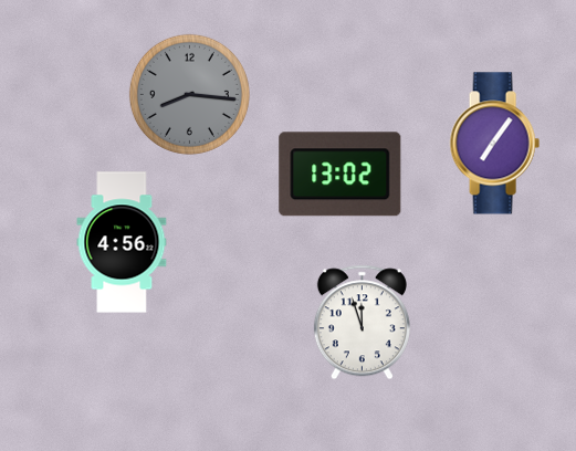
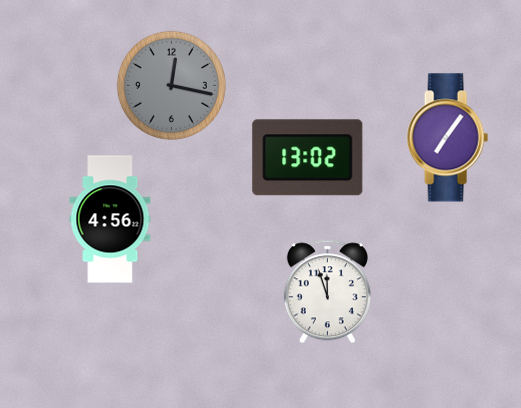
clock at (189, 94): 8:16 -> 12:17
clock at (494, 144) position: (494, 144) -> (447, 138)
